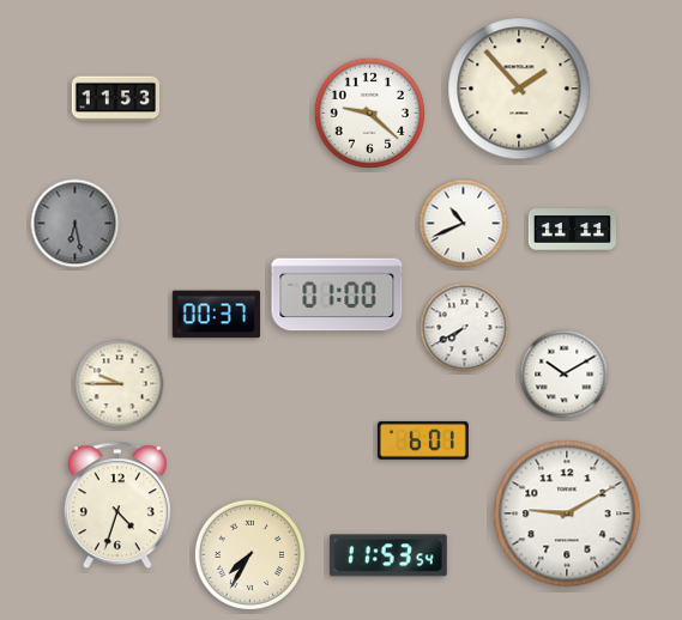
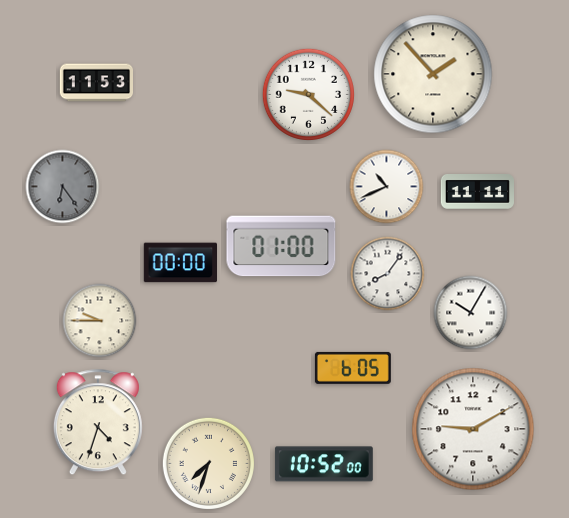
clock at (76, 224): 6:28 -> 6:24
clock at (216, 315): 00:37 -> 00:00
clock at (465, 328): 7:40 -> 8:06
clock at (565, 375): 10:10 -> 10:05
clock at (423, 440): 6:01 -> 6:05
clock at (249, 554): 7:35 -> 7:33
clock at (388, 555): 11:53 -> 10:52
